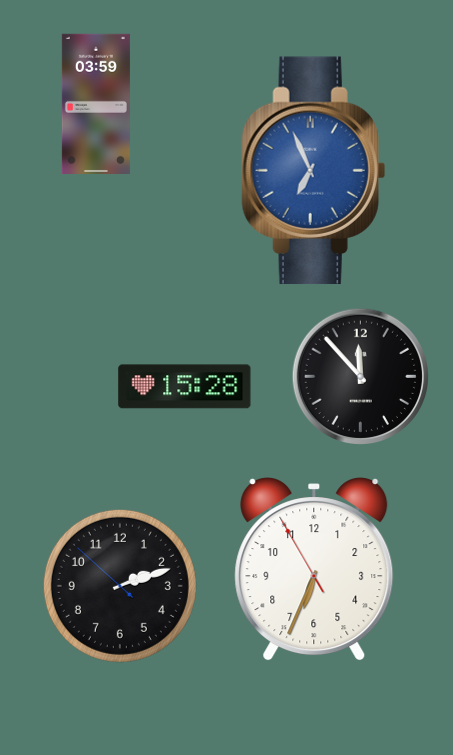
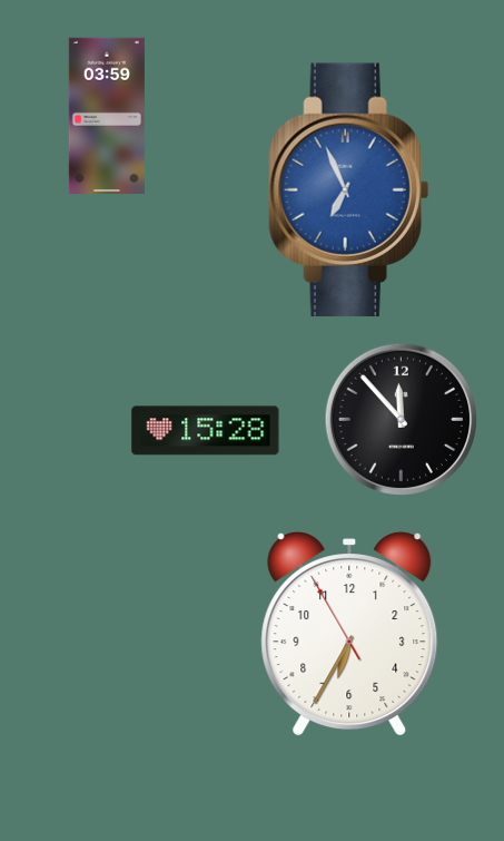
clock at (314, 569): 6:33 -> 6:34
clock at (120, 586): 2:11 -> none
